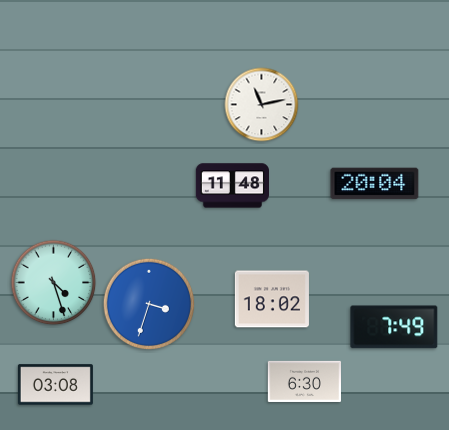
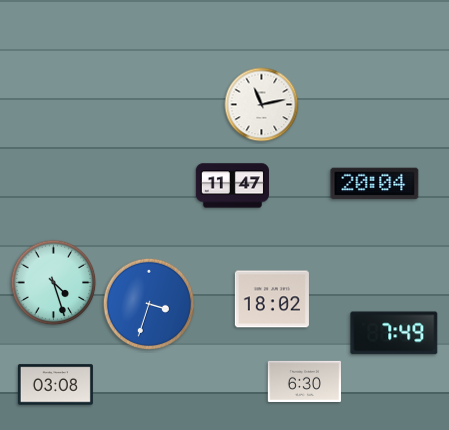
clock at (233, 186): 11:48 -> 11:47
clock at (394, 327) position: (394, 327) -> (394, 333)
